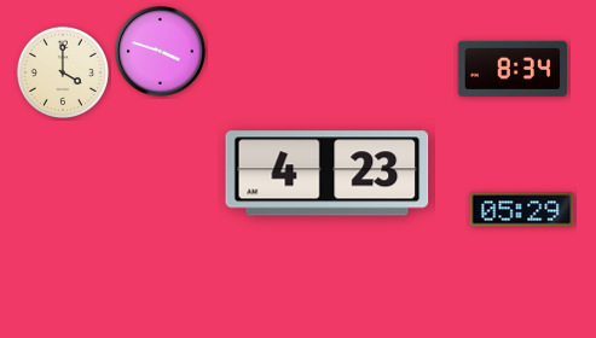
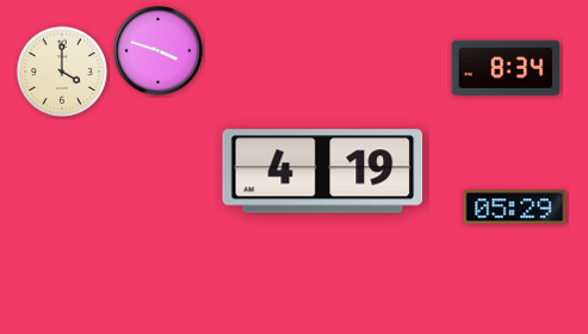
clock at (328, 174): 4:23 -> 4:19
